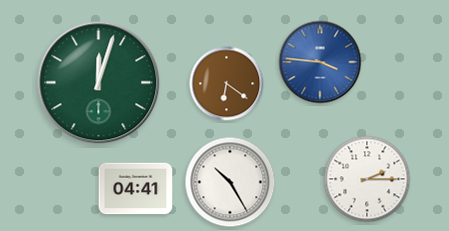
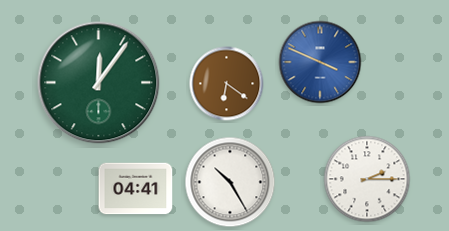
clock at (320, 62): 3:46 -> 3:49
clock at (99, 83): 12:03 -> 12:06
